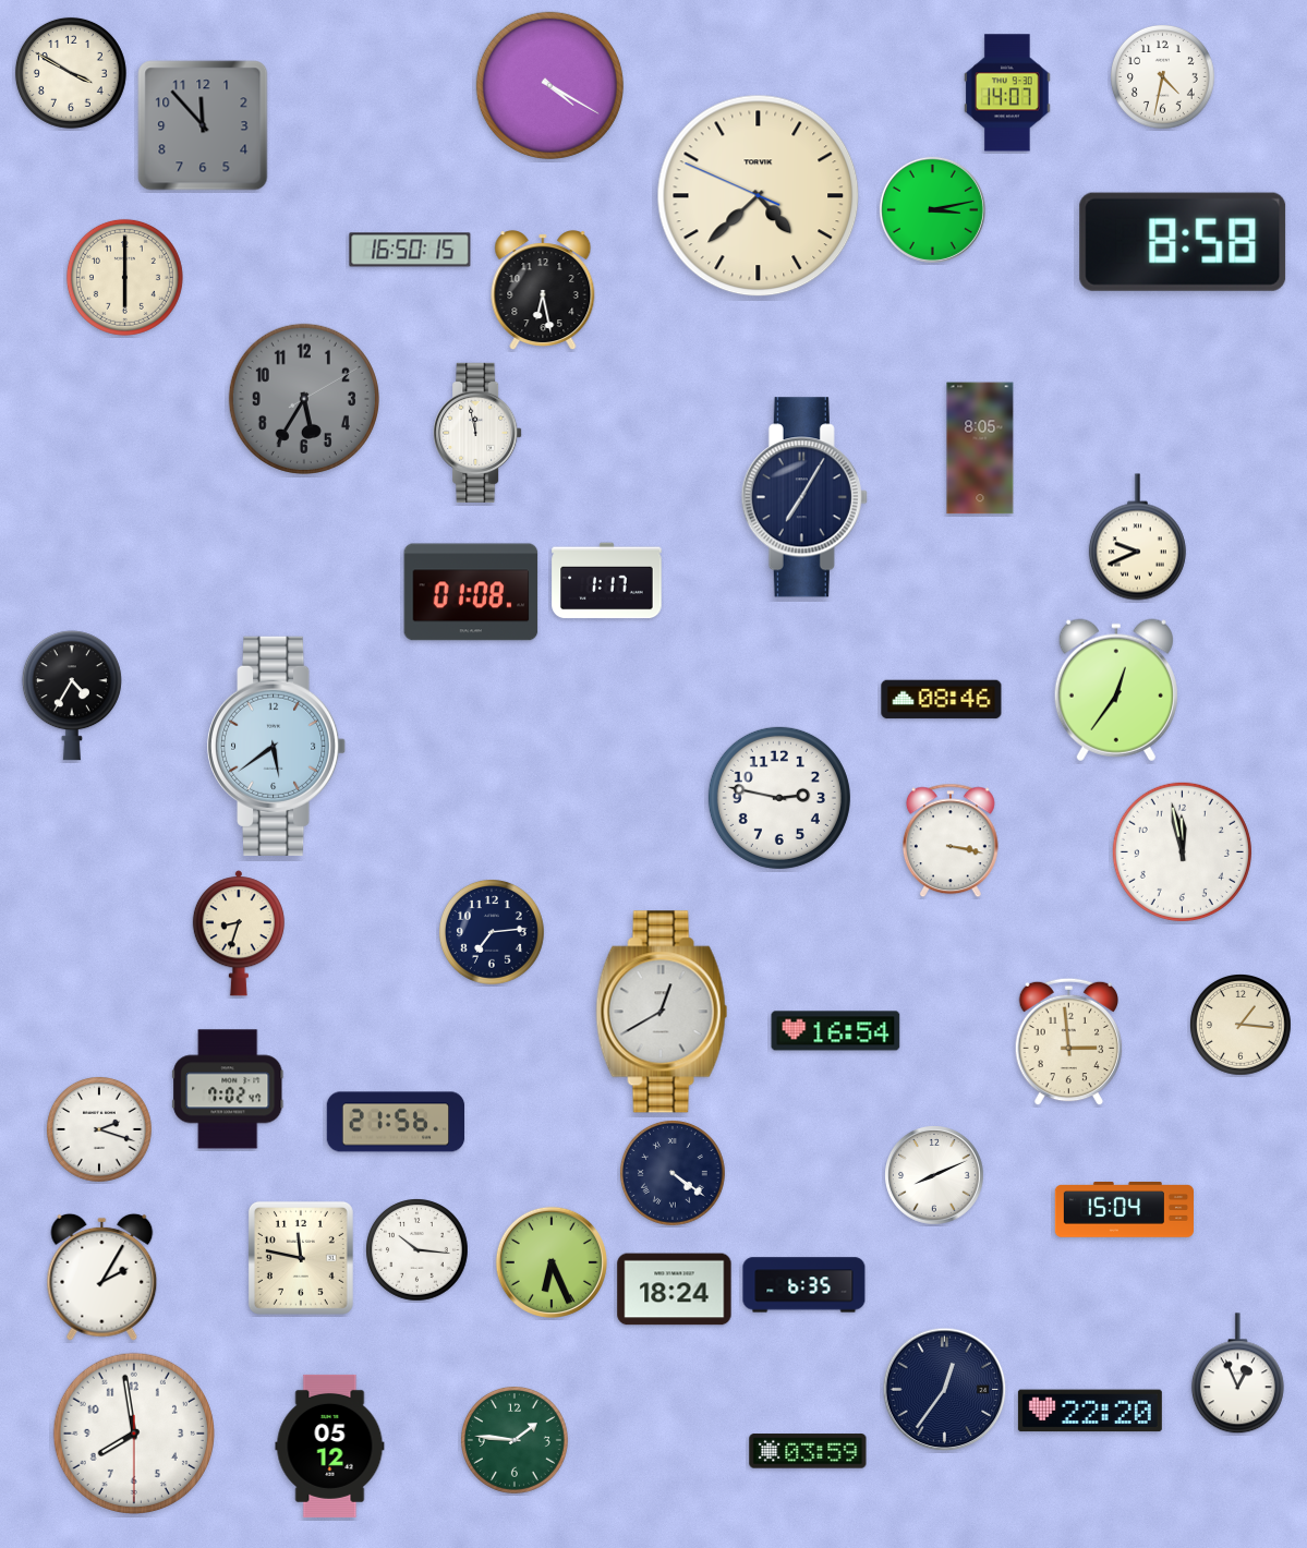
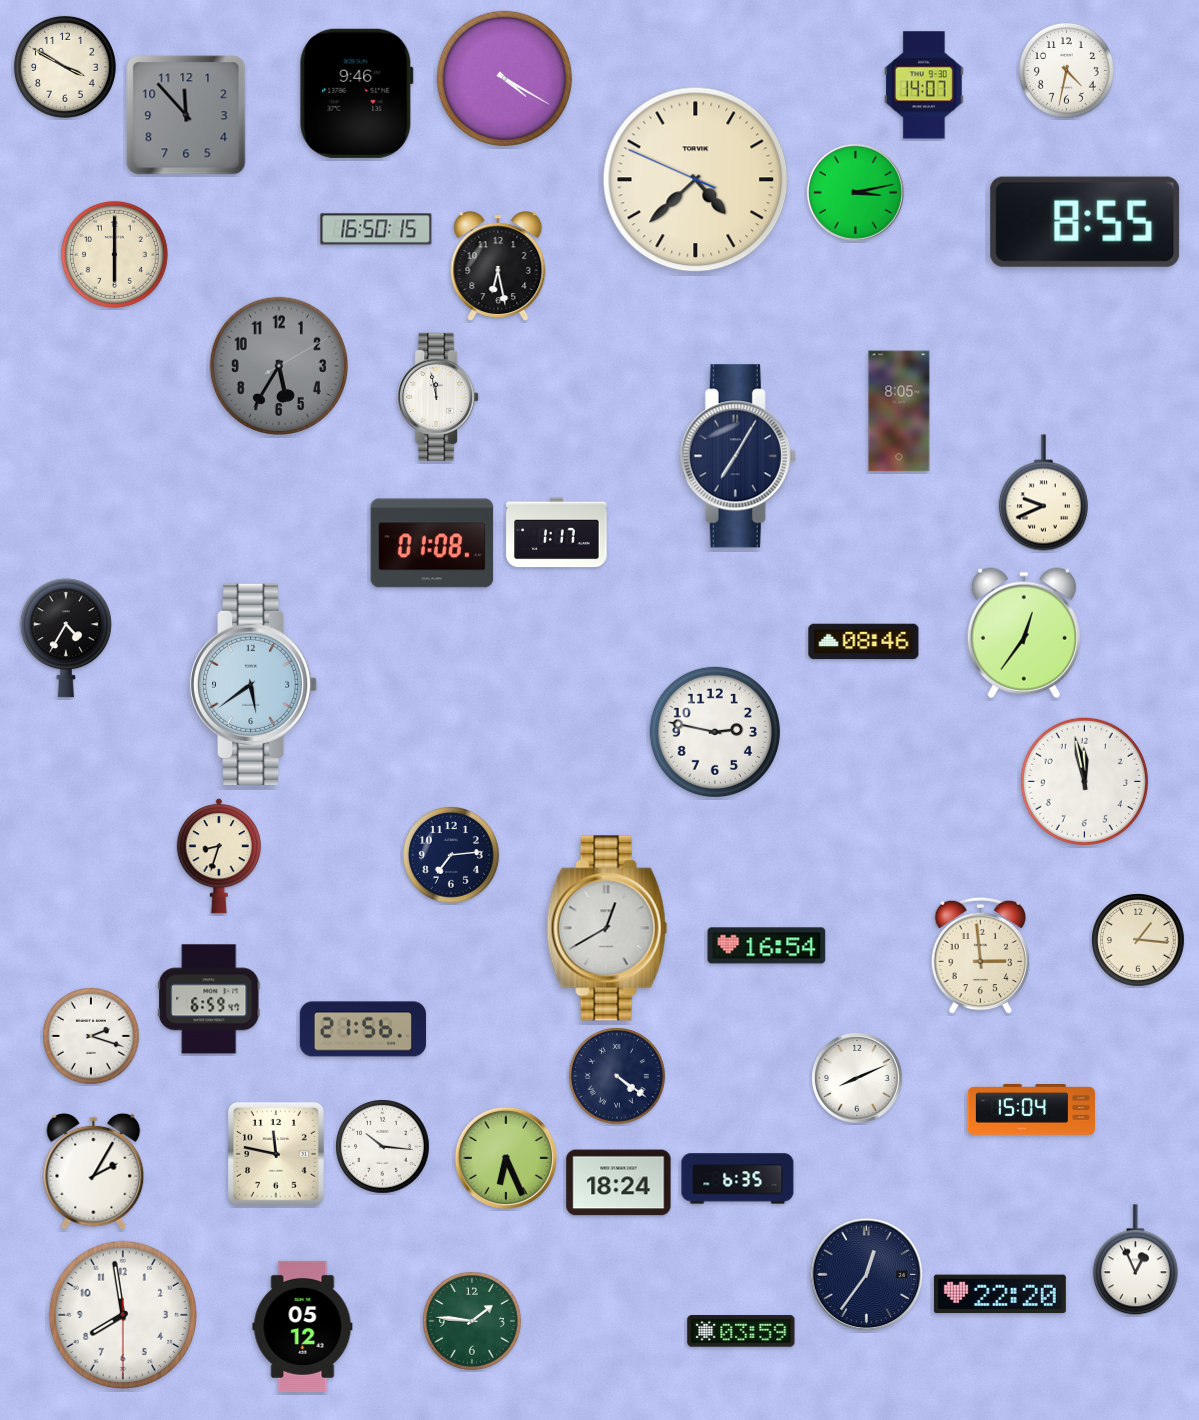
clock at (356, 93): none -> 9:46
clock at (1183, 242): 8:58 -> 8:55
clock at (951, 840): 3:17 -> none
clock at (228, 1089): 7:02 -> 6:59
